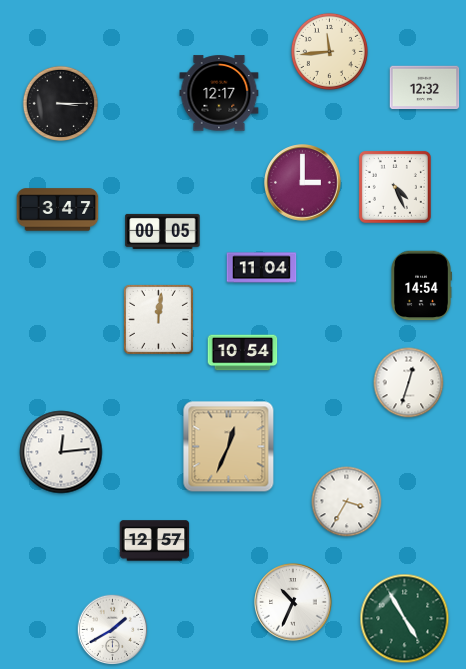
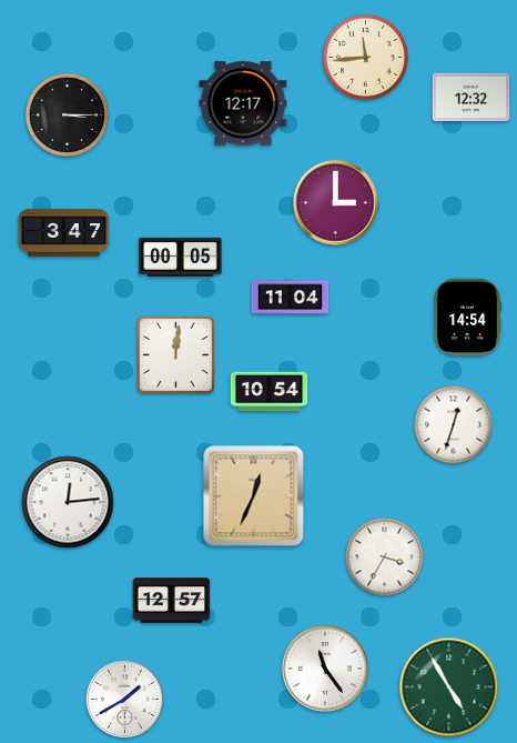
clock at (395, 187): 4:26 -> none
clock at (293, 602): 10:34 -> 11:24
